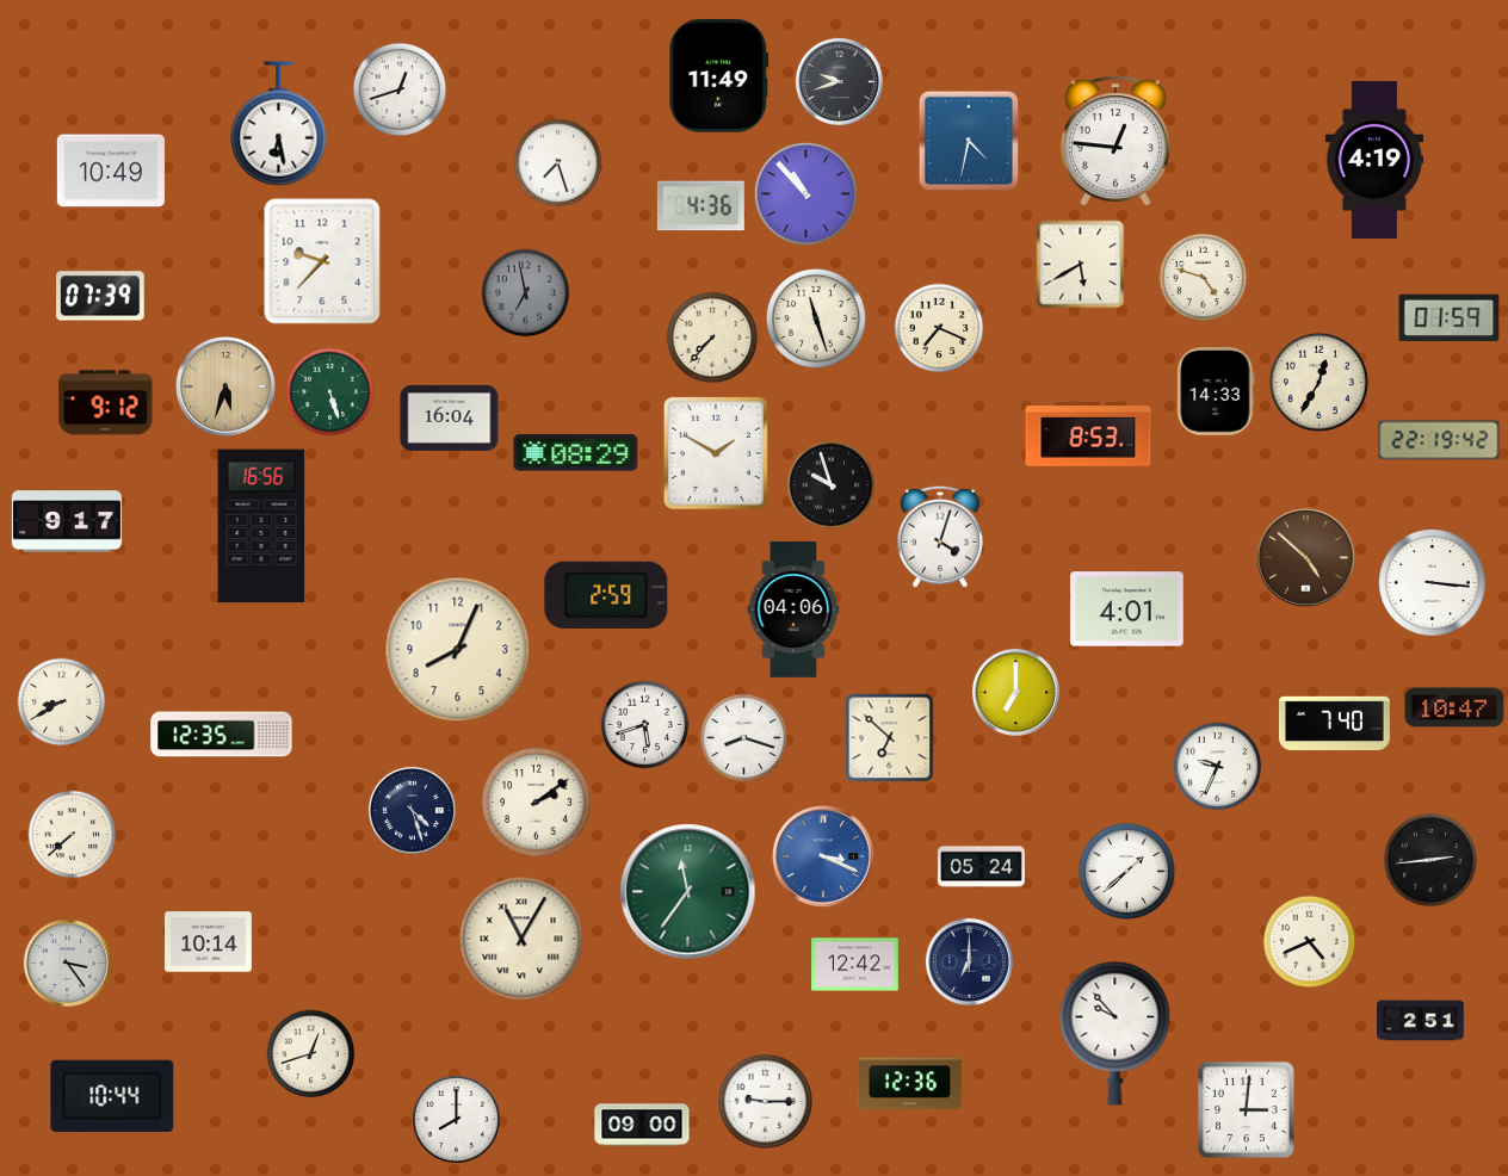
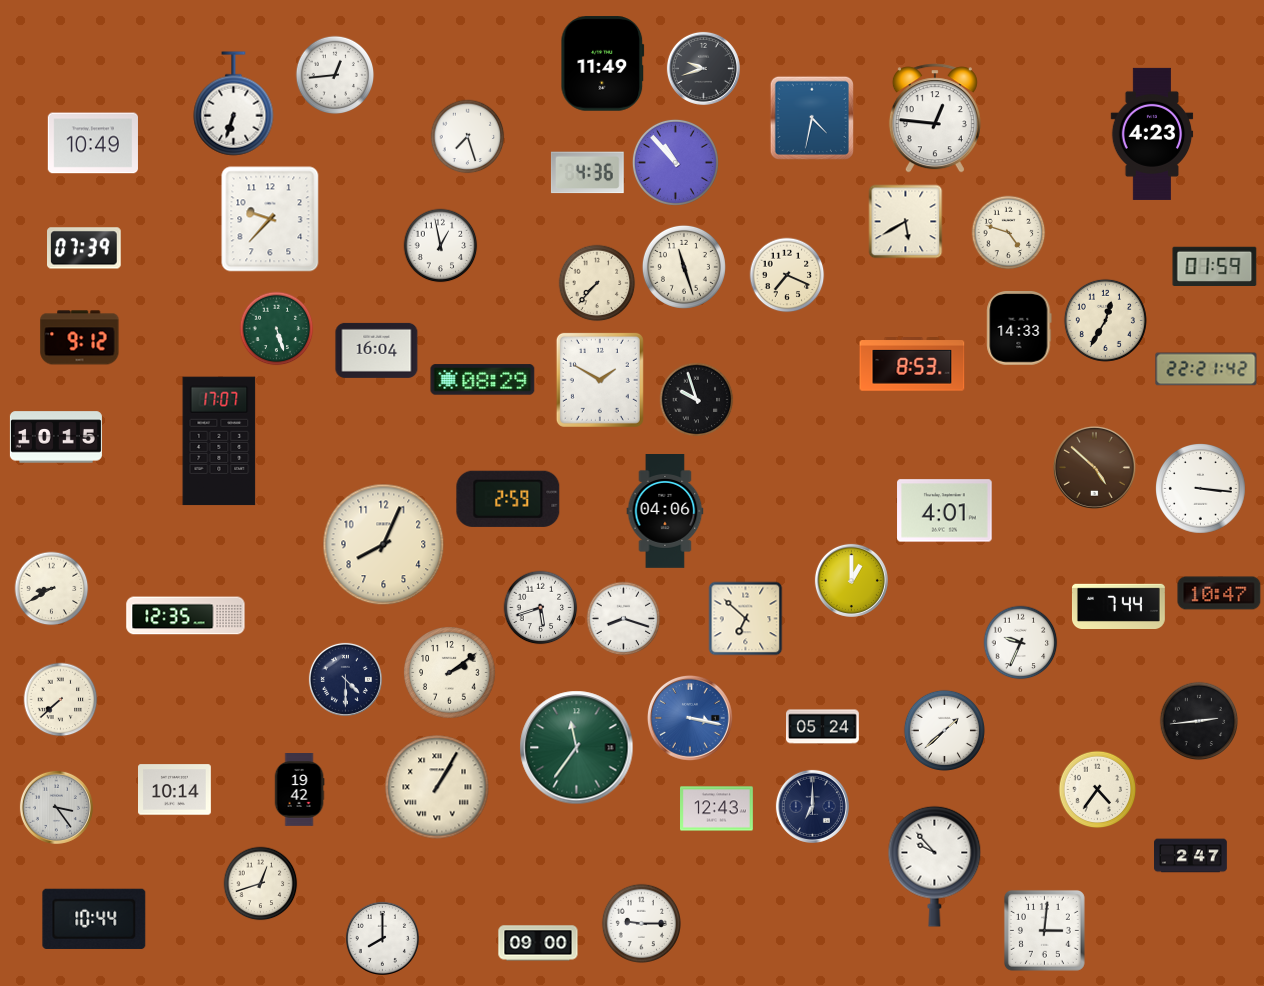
clock at (400, 89): 12:42 -> 12:44
clock at (279, 124): 6:28 -> 6:33
clock at (1374, 160): 4:19 -> 4:23
clock at (526, 293): 6:58 -> 12:58
clock at (526, 293) dial: grey -> white
clock at (225, 386): 5:33 -> none
clock at (106, 403) position: (106, 403) -> (80, 338)
clock at (1439, 440): 22:19 -> 22:21
clock at (832, 485) position: (832, 485) -> (697, 400)
clock at (67, 521): 9:17 -> 10:15
clock at (261, 526): 16:56 -> 17:07
clock at (940, 537): 4:03 -> none
clock at (1015, 692): 7:00 -> 1:00
clock at (1334, 723): 7:40 -> 7:44
clock at (412, 810): 4:27 -> 4:30
clock at (823, 856): 3:19 -> 3:17
clock at (521, 939): 11:05 -> 1:05
clock at (299, 790): none -> 19:42
clock at (1310, 942): 4:41 -> 4:36
clock at (855, 965): 12:42 -> 12:43
clock at (1421, 1021): 2:51 -> 2:47
clock at (910, 1084): 12:36 -> none
